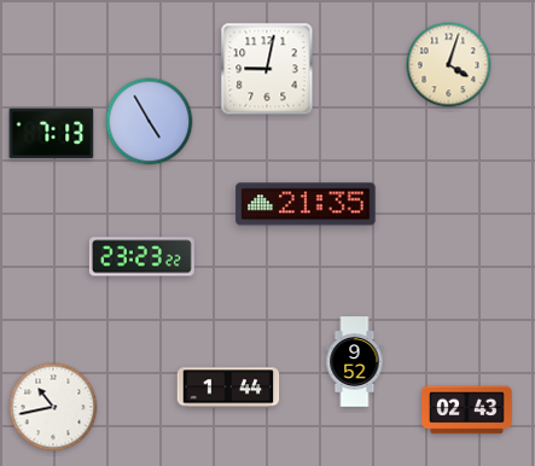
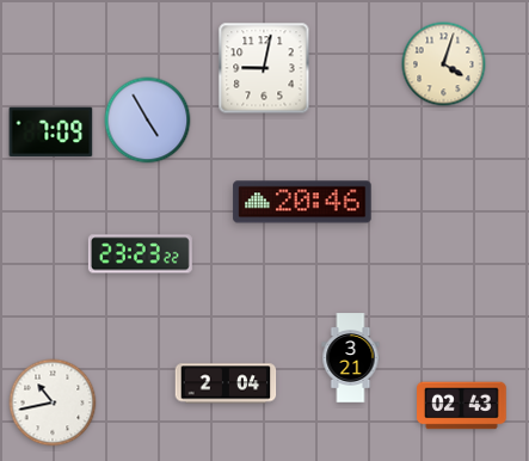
clock at (52, 134): 7:13 -> 7:09
clock at (306, 204): 21:35 -> 20:46
clock at (355, 362): 9:52 -> 3:21
clock at (228, 388): 1:44 -> 2:04
